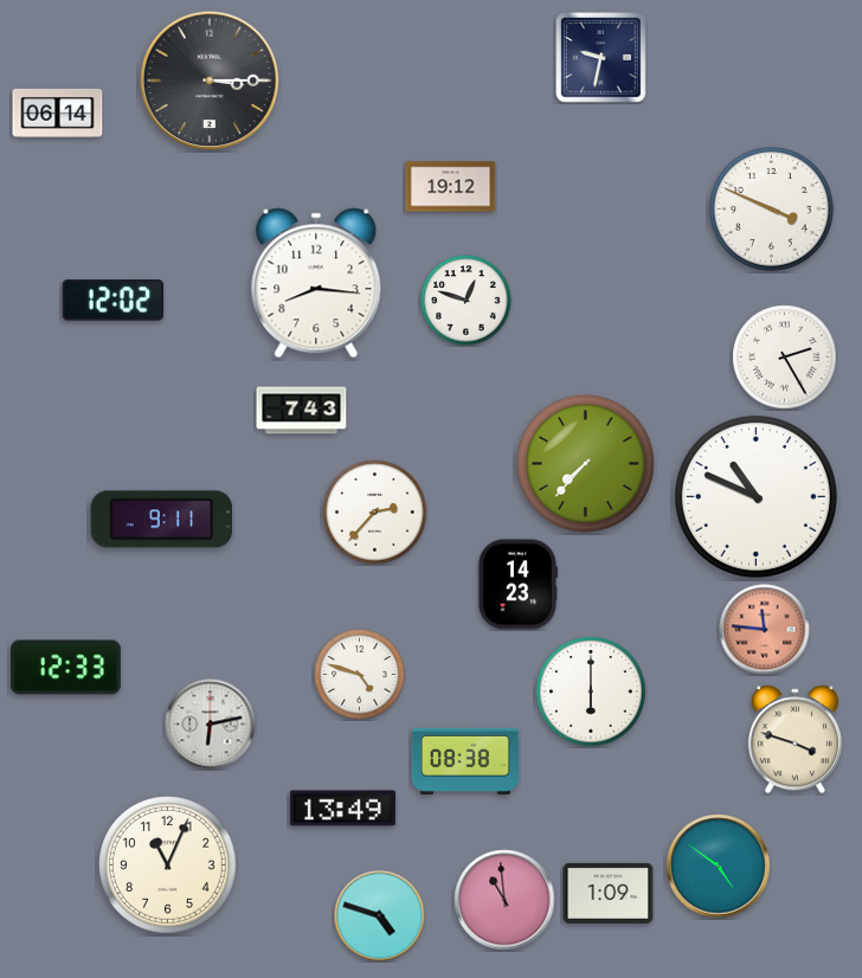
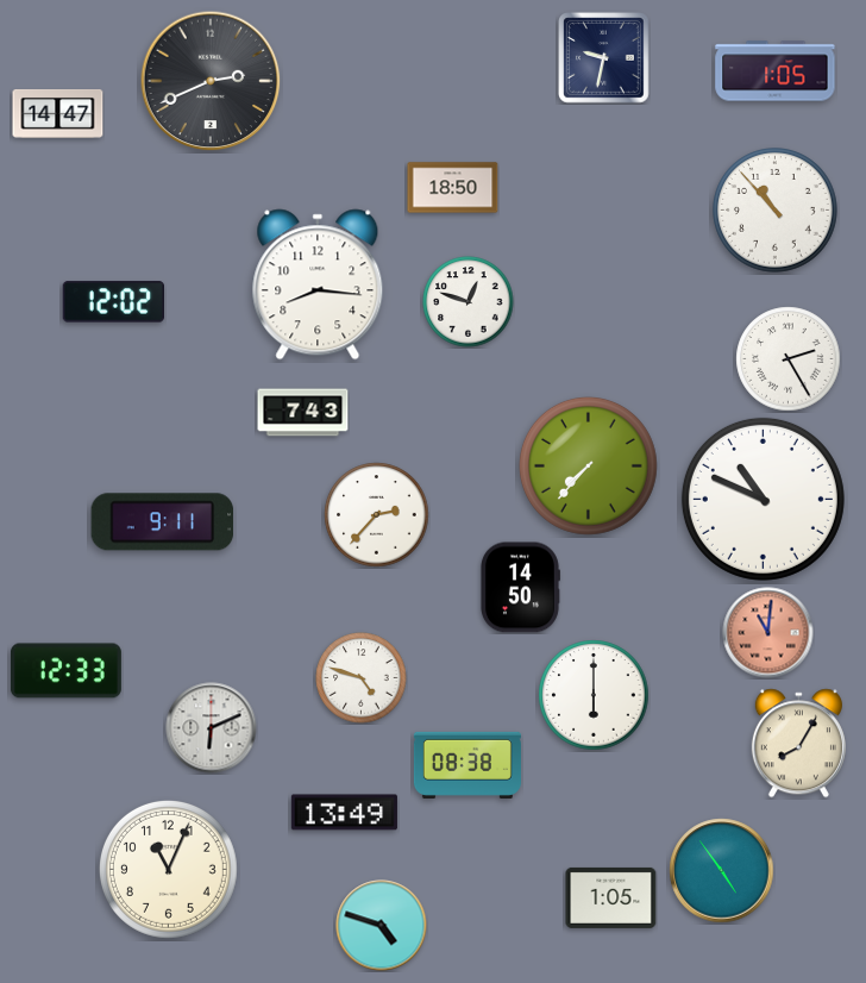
clock at (776, 71): none -> 1:05
clock at (210, 81): 3:15 -> 2:41
clock at (58, 112): 06:14 -> 14:47
clock at (451, 187): 19:12 -> 18:50
clock at (772, 210): 3:49 -> 10:53
clock at (755, 496) position: (755, 496) -> (763, 499)
clock at (519, 585): 14:23 -> 14:50
clock at (765, 630): 11:46 -> 11:01
clock at (211, 725): 6:13 -> 6:11
clock at (795, 740): 3:48 -> 8:05
clock at (719, 867): 4:51 -> 4:54
clock at (609, 893): 1:09 -> 1:05
clock at (504, 900): 10:59 -> none
clock at (380, 916) position: (380, 916) -> (382, 926)
